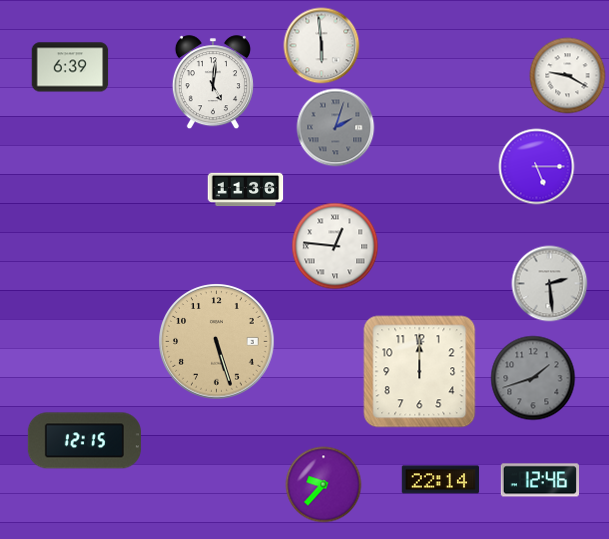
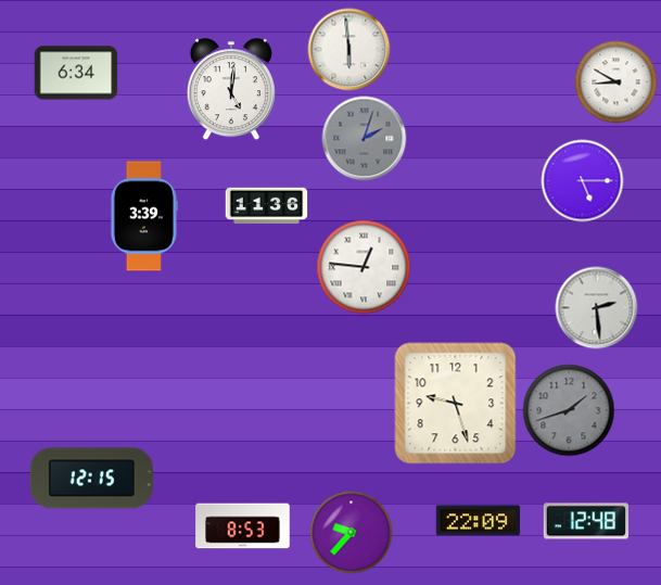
clock at (70, 67): 6:39 -> 6:34
clock at (568, 76): 9:20 -> 8:50
clock at (143, 216): none -> 3:39
clock at (217, 342): 5:27 -> none
clock at (420, 372): 12:00 -> 9:27
clock at (533, 378) position: (533, 378) -> (569, 410)
clock at (441, 480): 22:14 -> 22:09
clock at (539, 480): 12:46 -> 12:48
clock at (243, 526): none -> 8:53
clock at (324, 485) position: (324, 485) -> (352, 533)
